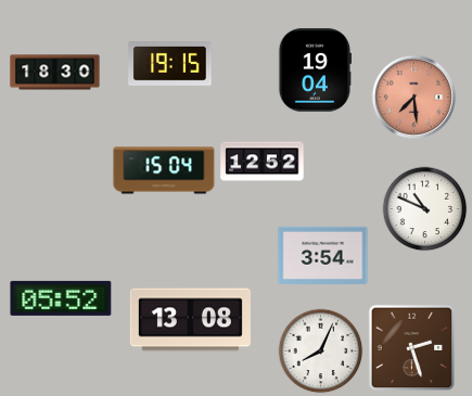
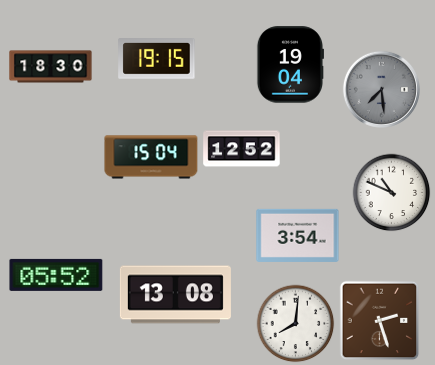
clock at (413, 97) dial: salmon -> grey
clock at (320, 350): 8:04 -> 8:01
